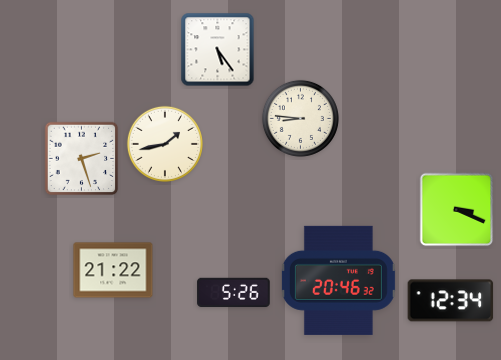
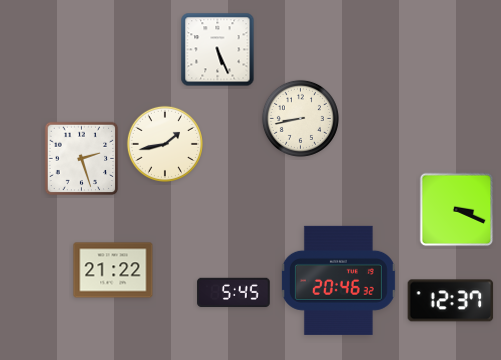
clock at (218, 50): 5:24 -> 5:26
clock at (300, 118): 8:46 -> 8:43
clock at (234, 293): 5:26 -> 5:45
clock at (451, 301): 12:34 -> 12:37
